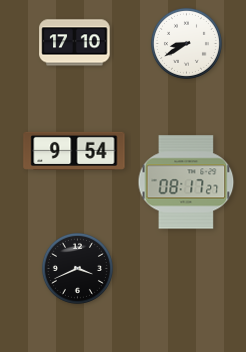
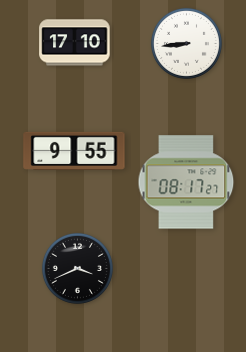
clock at (186, 43): 8:40 -> 8:44
clock at (74, 151): 9:54 -> 9:55
